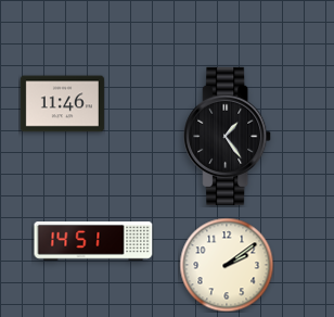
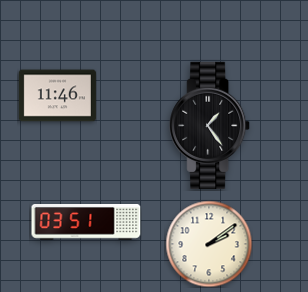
clock at (93, 242): 14:51 -> 03:51
